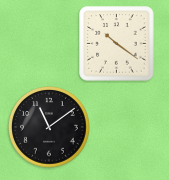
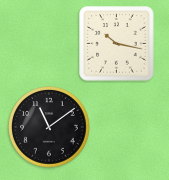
clock at (117, 44): 10:21 -> 10:17
